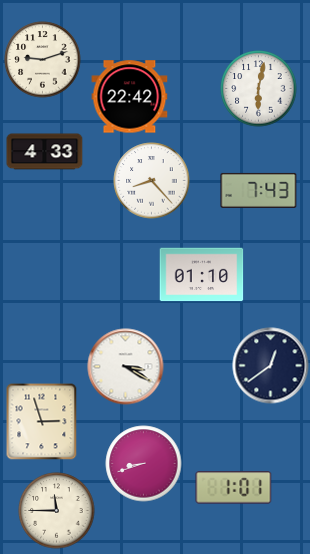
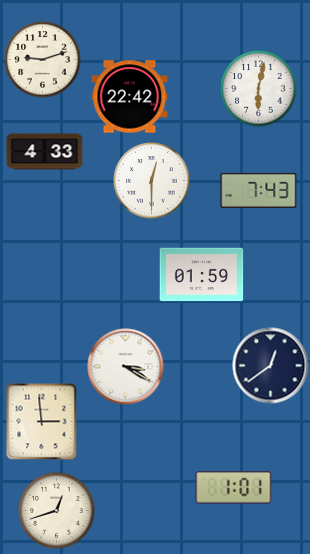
clock at (152, 181): 8:23 -> 12:30
clock at (202, 275): 01:10 -> 01:59
clock at (42, 421): 2:57 -> 2:59
clock at (144, 464): 8:42 -> none
clock at (57, 511): 11:45 -> 12:42
